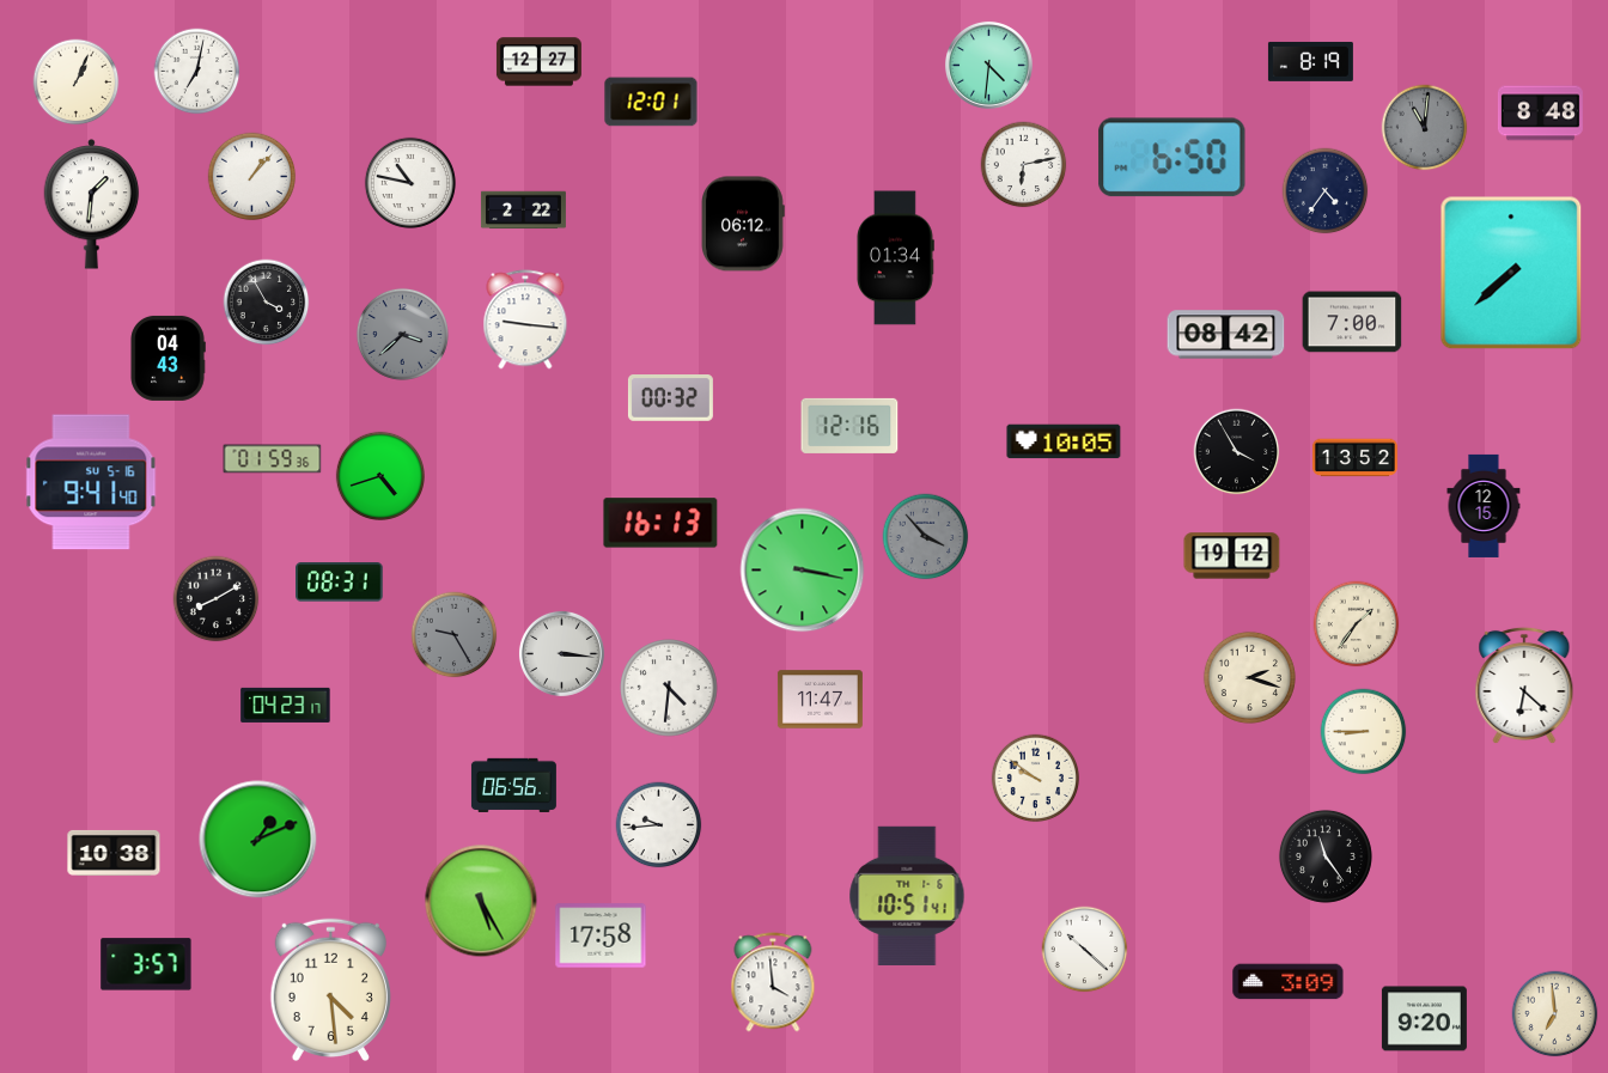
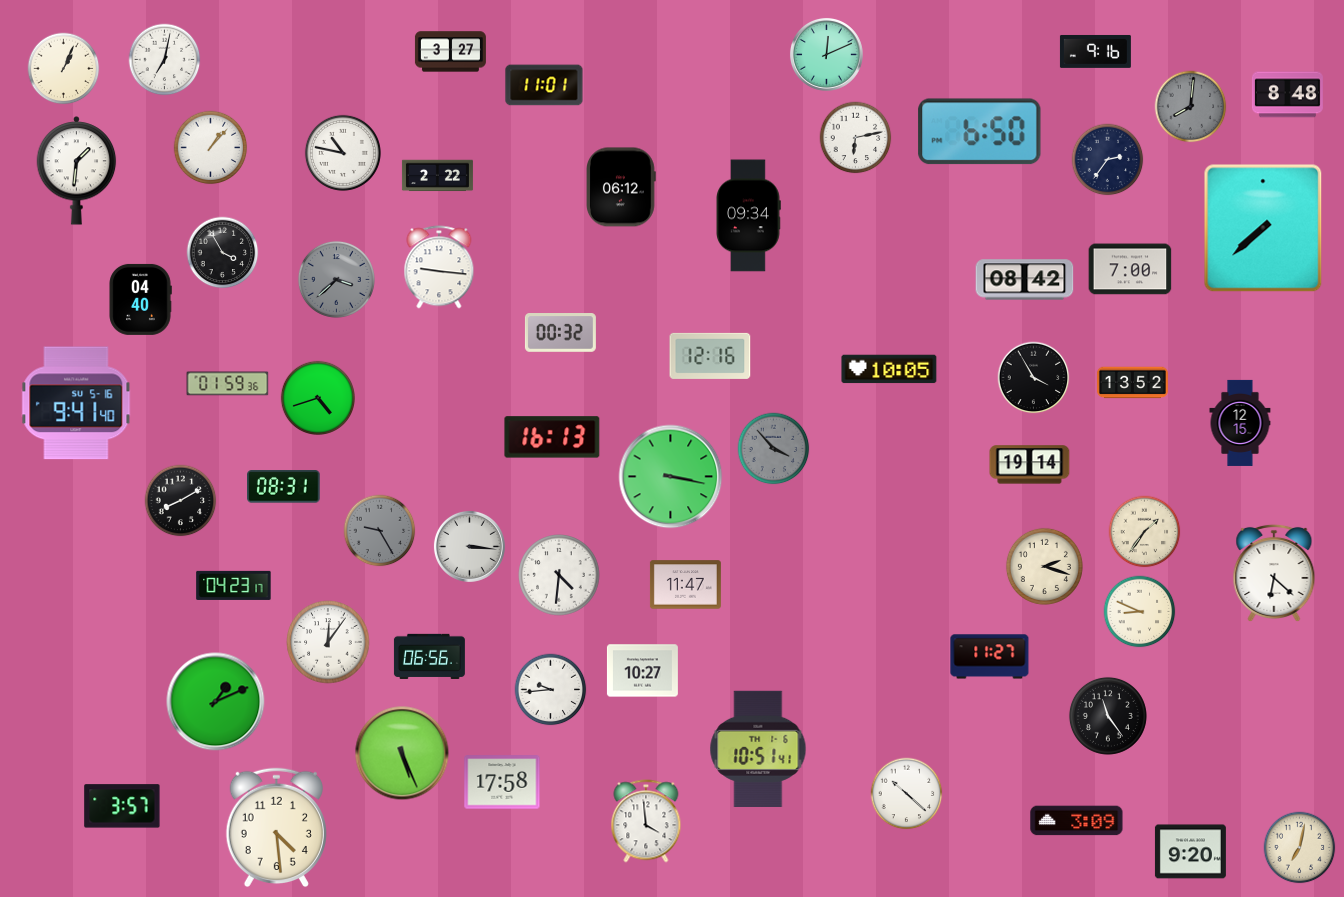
clock at (1310, 61): 8:19 -> 9:16
clock at (538, 62): 12:27 -> 3:27
clock at (988, 65): 4:31 -> 12:11
clock at (651, 102): 12:01 -> 11:01
clock at (1425, 128): 11:01 -> 8:01
clock at (1326, 191): 4:36 -> 2:36
clock at (895, 258): 01:34 -> 09:34
clock at (167, 358): 04:43 -> 04:40
clock at (1232, 556): 19:12 -> 19:14
clock at (1357, 624) position: (1357, 624) -> (1145, 532)
clock at (286, 705) position: (286, 705) -> (234, 585)
clock at (1364, 732): 8:45 -> 8:49
clock at (328, 642): none -> 12:06
clock at (1036, 779): 9:51 -> none
clock at (990, 657): none -> 11:27
clock at (642, 671): none -> 10:27
clock at (114, 853): 10:38 -> none
clock at (481, 901): 5:25 -> 5:26
clock at (1555, 1014): 6:59 -> 7:02
